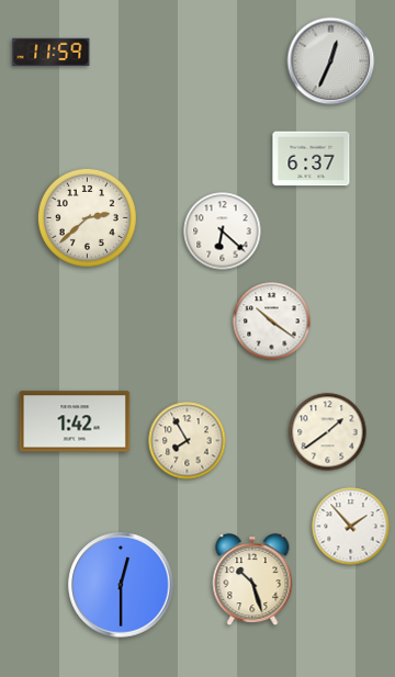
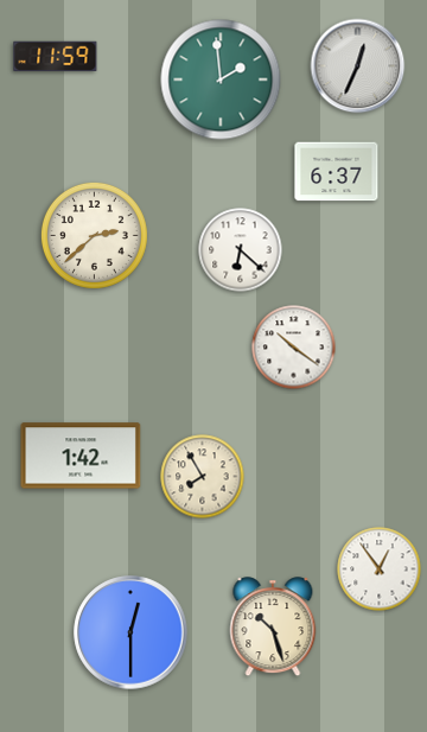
clock at (221, 79): none -> 1:59
clock at (328, 432): 1:39 -> none
clock at (351, 527): 1:53 -> 12:54
